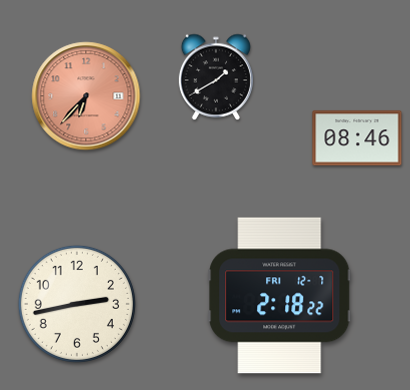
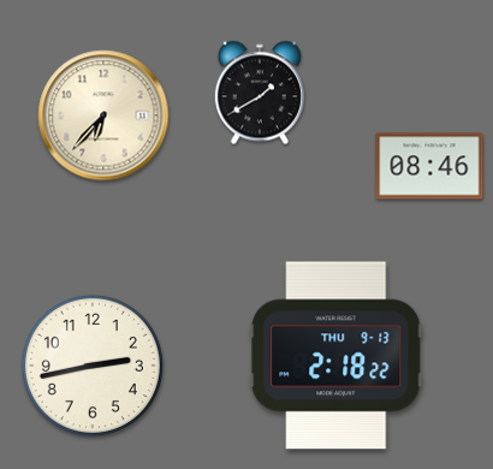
clock at (86, 96) dial: salmon -> cream
clock at (280, 296) date: FRI 12-7 -> THU 9-13
